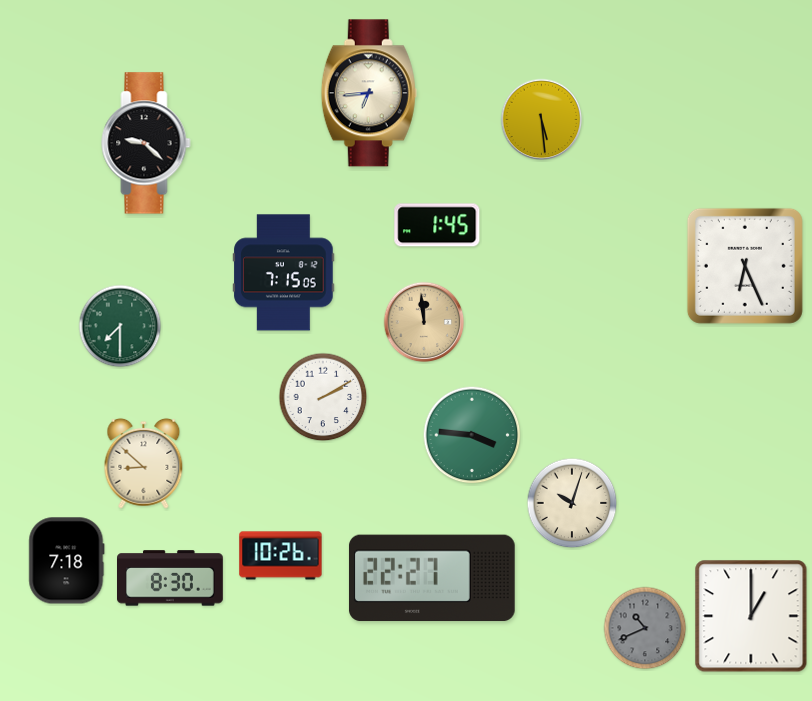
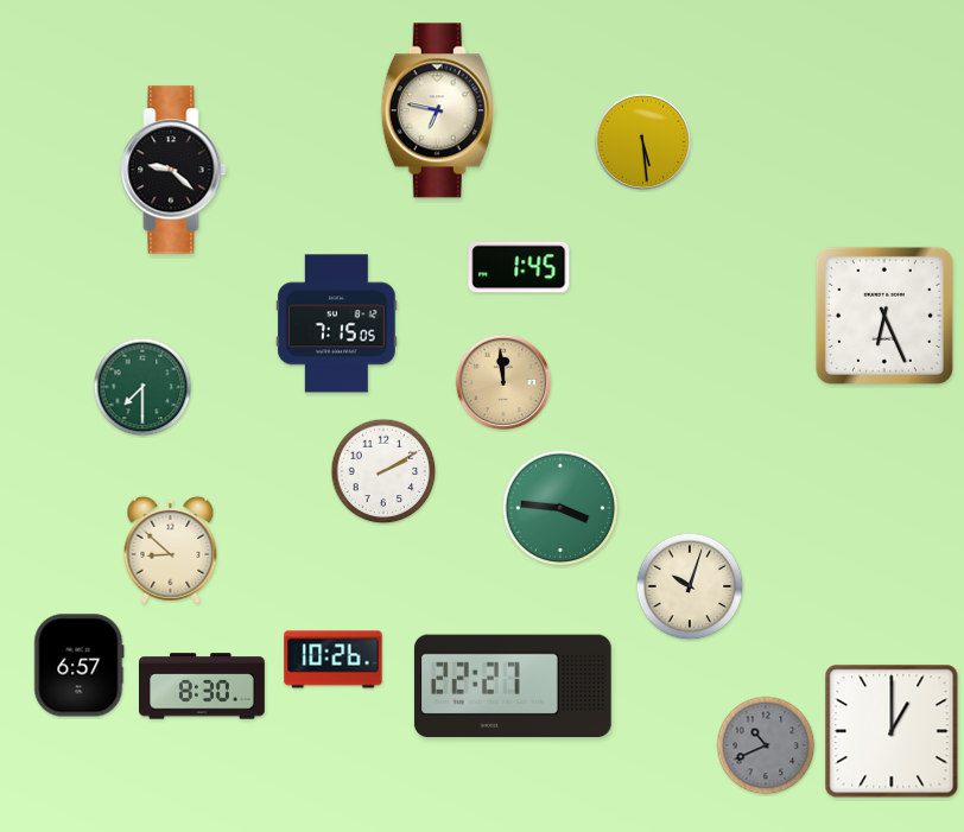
clock at (369, 93): 6:44 -> 6:47
clock at (472, 435) position: (472, 435) -> (560, 508)
clock at (572, 503) position: (572, 503) -> (690, 586)
clock at (67, 561): 7:18 -> 6:57
